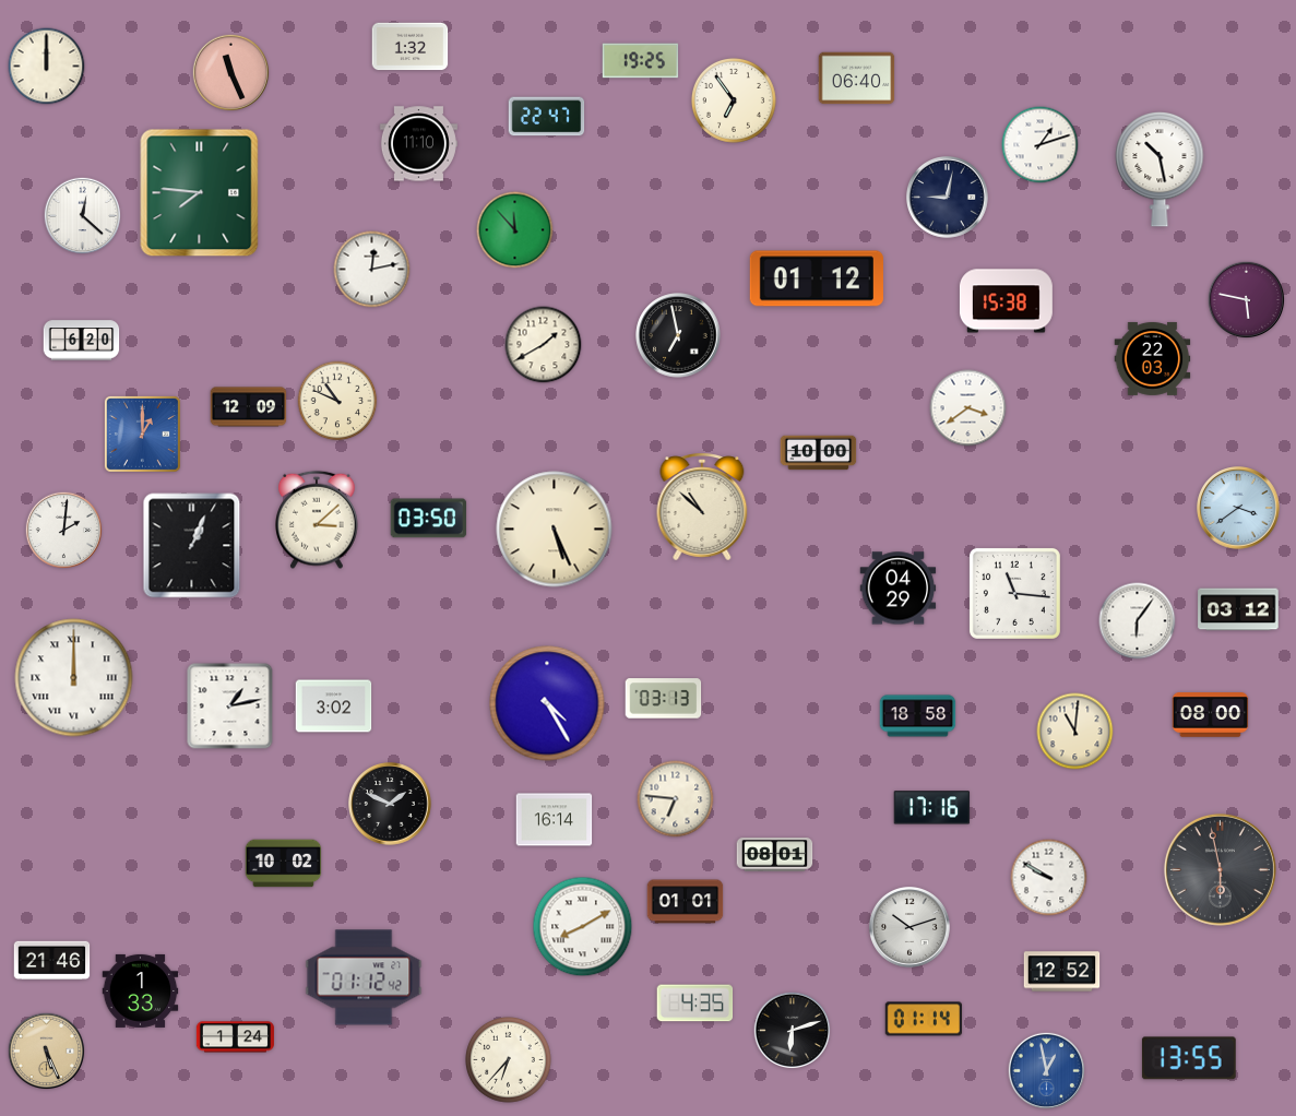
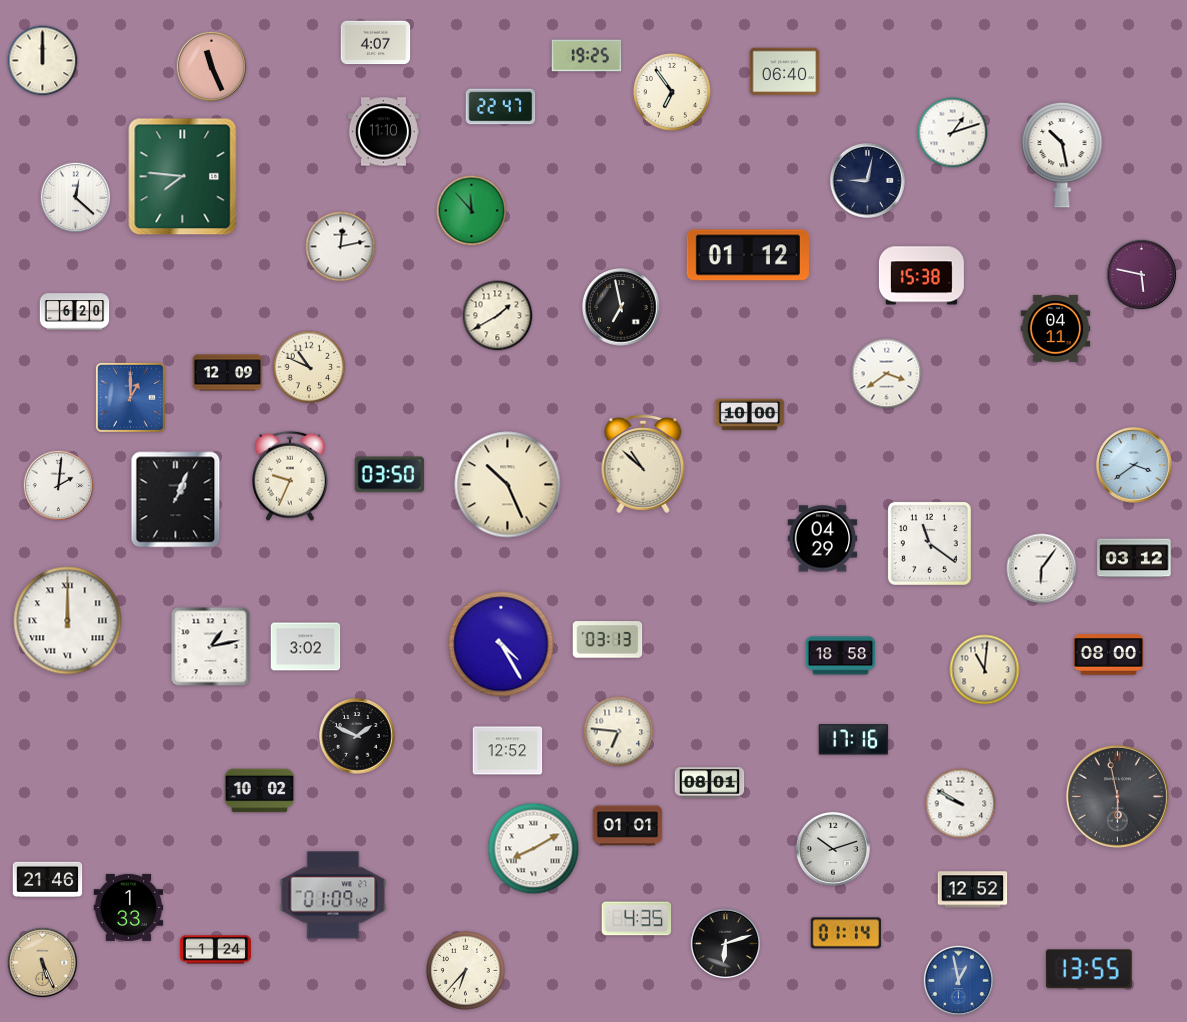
clock at (411, 47): 1:32 -> 4:07
clock at (1153, 359): 22:03 -> 04:11
clock at (429, 519) position: (429, 519) -> (390, 475)
clock at (318, 520): 3:08 -> 9:34
clock at (555, 530): 5:26 -> 10:26
clock at (1014, 593): 11:16 -> 11:21
clock at (555, 820): 16:14 -> 12:52
clock at (364, 977): 01:12 -> 01:09
